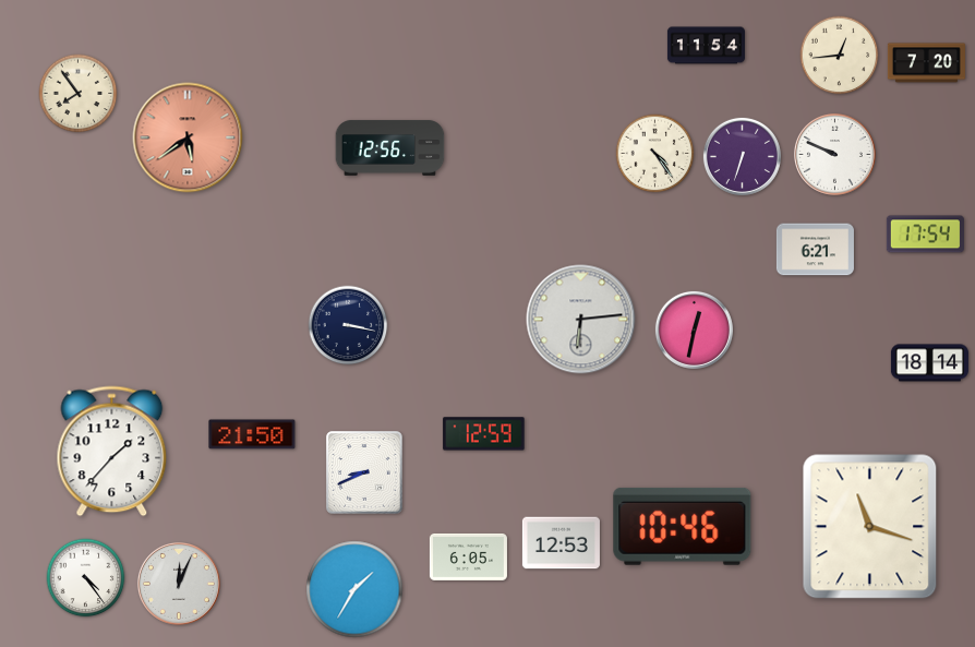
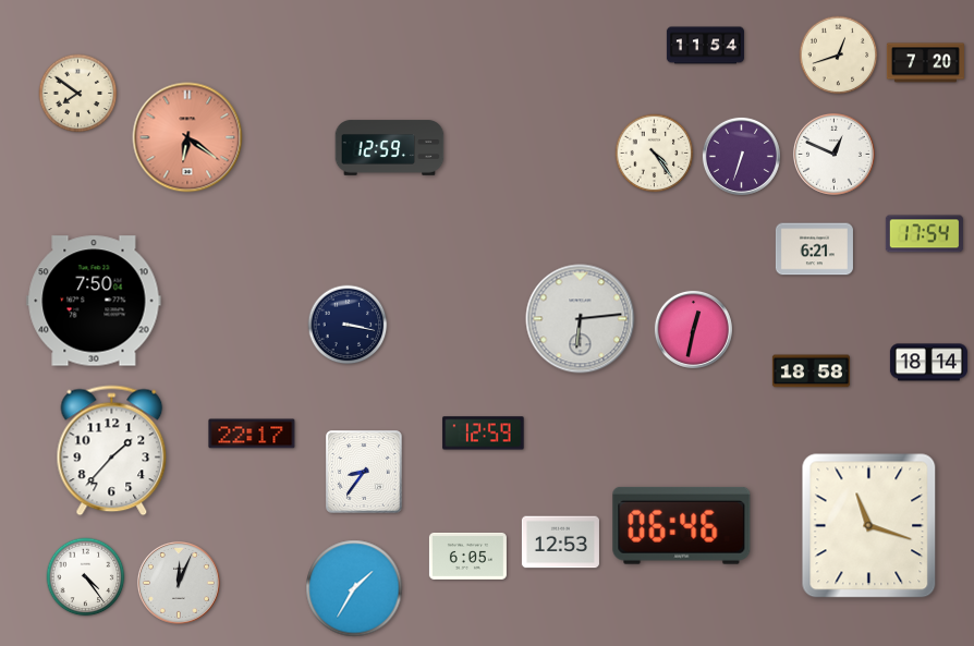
clock at (840, 56): 12:44 -> 12:42
clock at (79, 94): 7:54 -> 7:51
clock at (188, 137): 5:39 -> 6:21
clock at (390, 148): 12:56 -> 12:59
clock at (834, 154): 9:49 -> 12:49
clock at (94, 301): none -> 7:50
clock at (811, 371): none -> 18:58
clock at (252, 434): 21:50 -> 22:17
clock at (364, 472): 8:41 -> 8:36
clock at (683, 526): 10:46 -> 06:46
